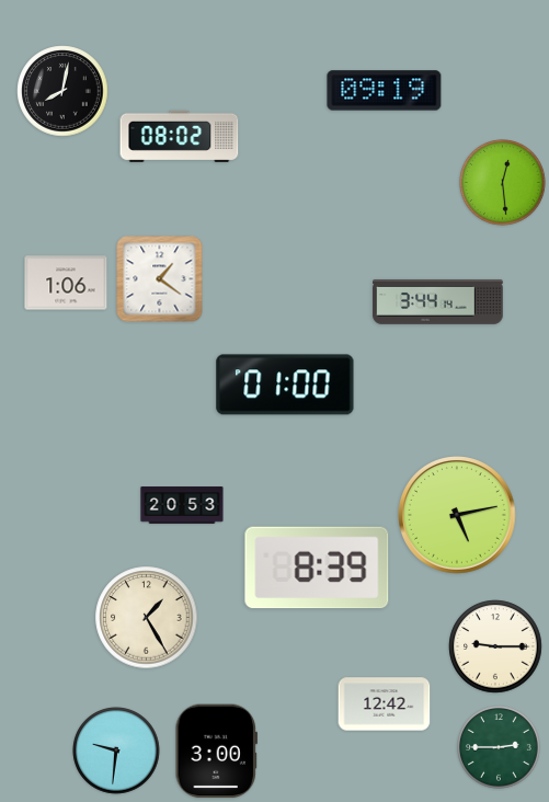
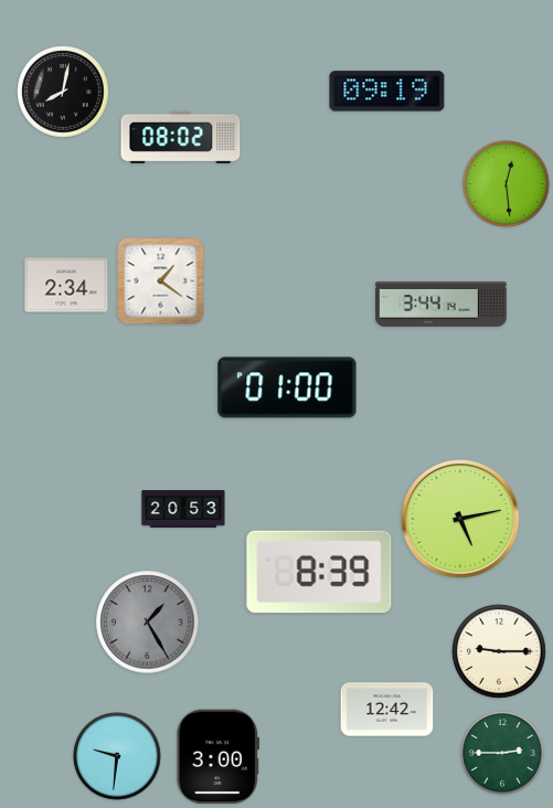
clock at (66, 283): 1:06 -> 2:34
clock at (147, 618) dial: cream -> grey
